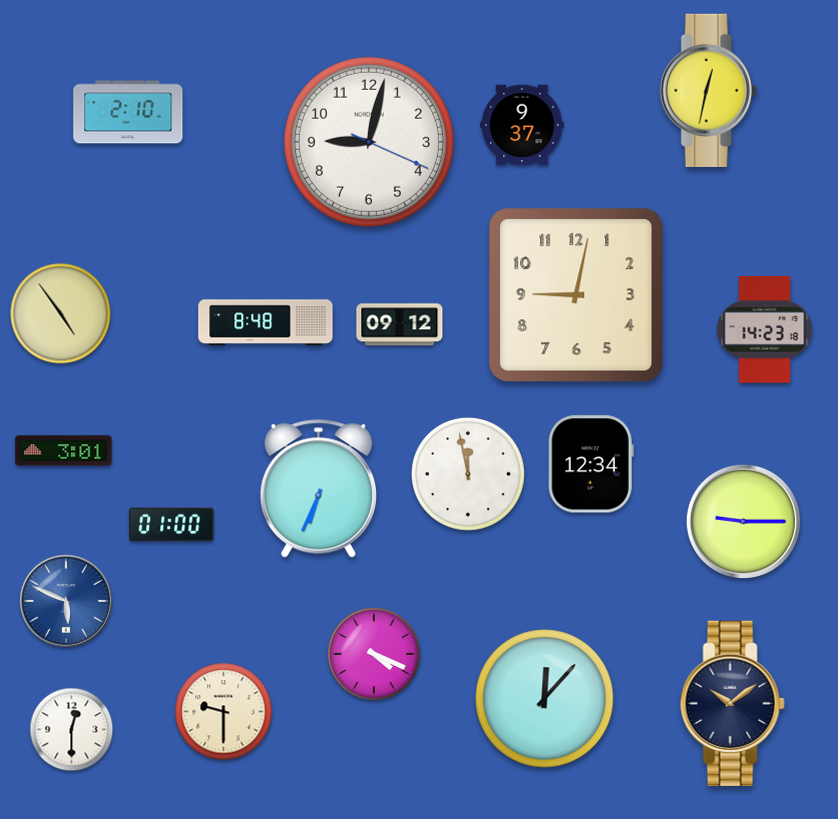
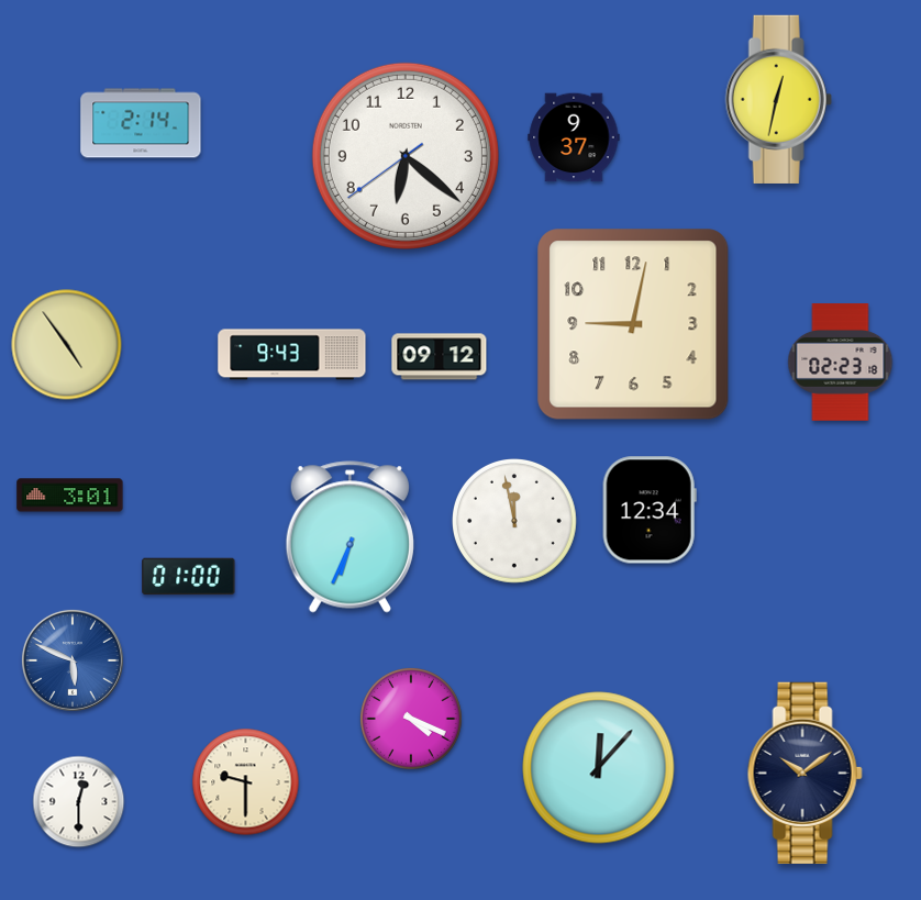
clock at (128, 112): 2:10 -> 2:14
clock at (369, 142): 9:02 -> 6:21
clock at (266, 323): 8:48 -> 9:43
clock at (765, 330): 14:23 -> 02:23
clock at (743, 521): 9:15 -> none
